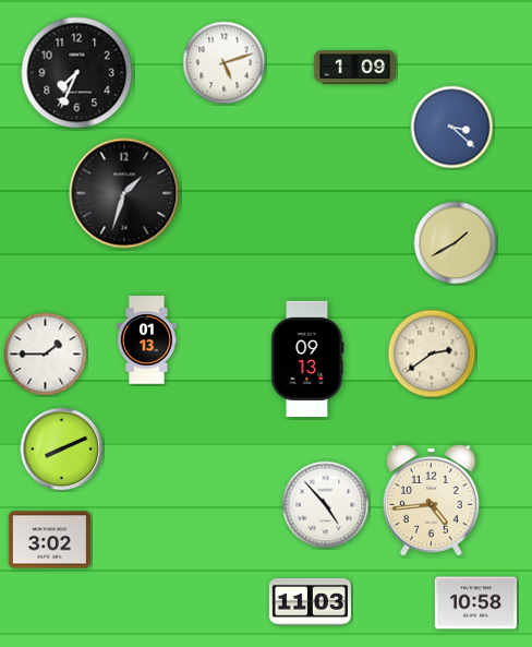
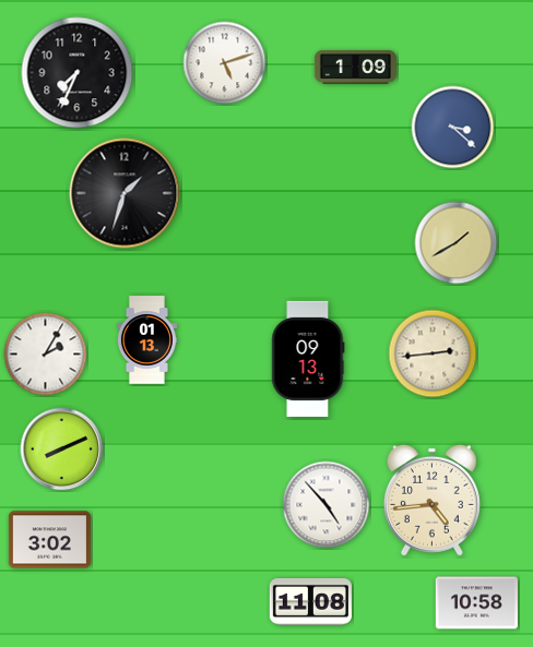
clock at (432, 354): 2:39 -> 2:44
clock at (46, 355): 1:45 -> 2:05
clock at (310, 601): 11:03 -> 11:08
